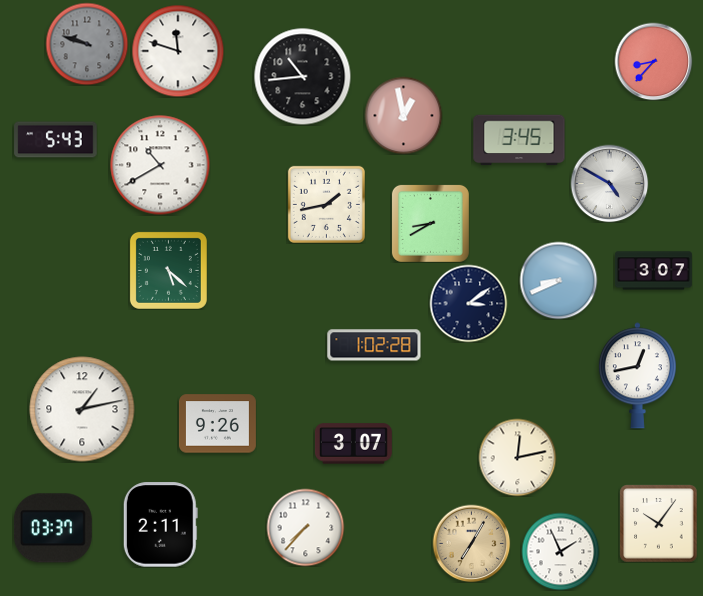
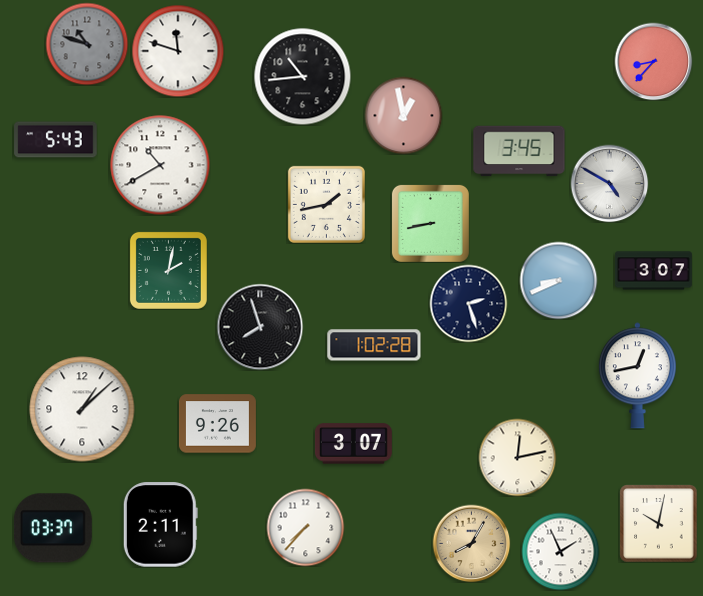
clock at (87, 44): 9:48 -> 10:48
clock at (519, 140) position: (519, 140) -> (519, 151)
clock at (430, 223): 8:40 -> 8:43
clock at (168, 270): 5:22 -> 2:02
clock at (468, 303): 3:09 -> 2:27
clock at (260, 327): none -> 7:57
clock at (82, 409): 1:13 -> 1:08
clock at (658, 523): 10:06 -> 10:02
clock at (471, 543): 7:05 -> 8:05
